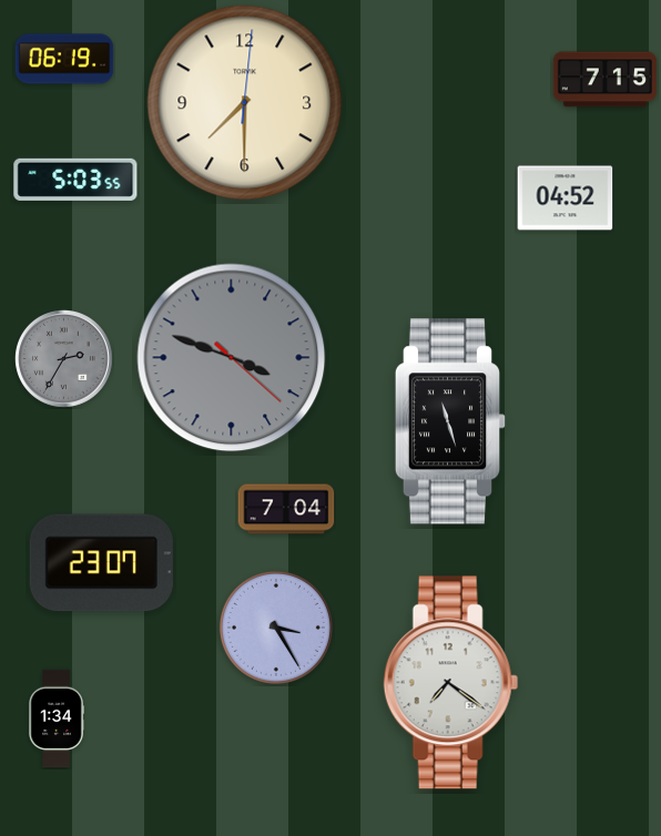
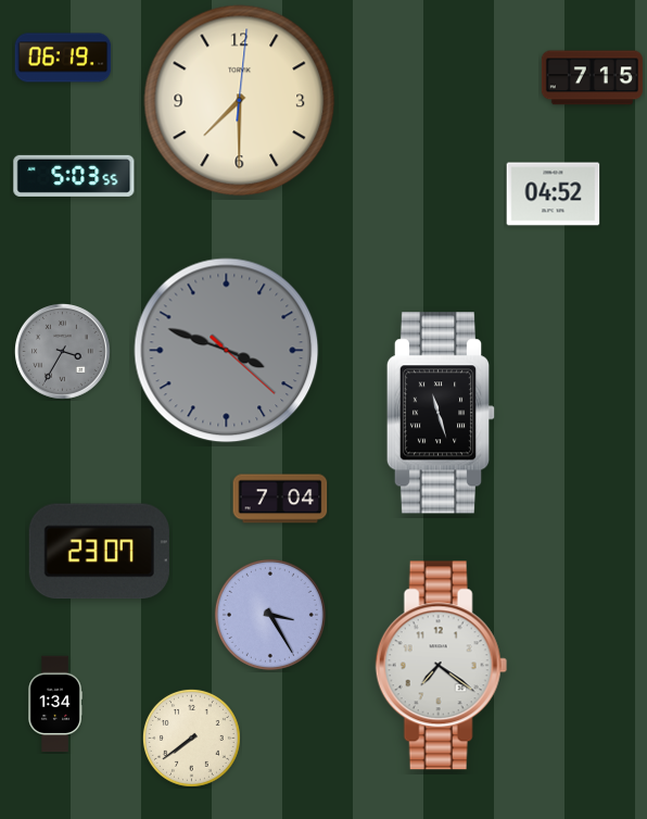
clock at (64, 359): 2:35 -> 3:35
clock at (450, 683) position: (450, 683) -> (441, 666)
clock at (191, 738): none -> 7:39
